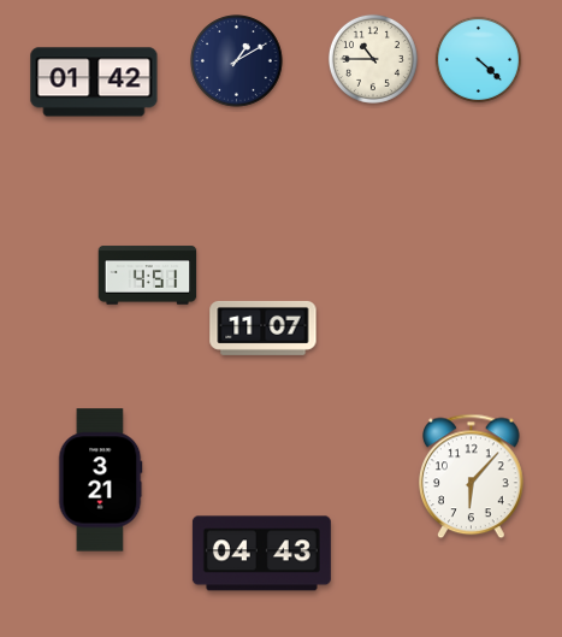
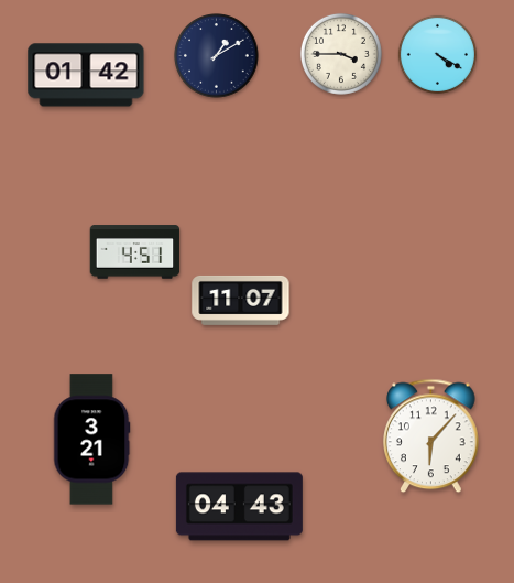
clock at (373, 59): 10:45 -> 3:45
clock at (478, 59): 4:22 -> 4:20
